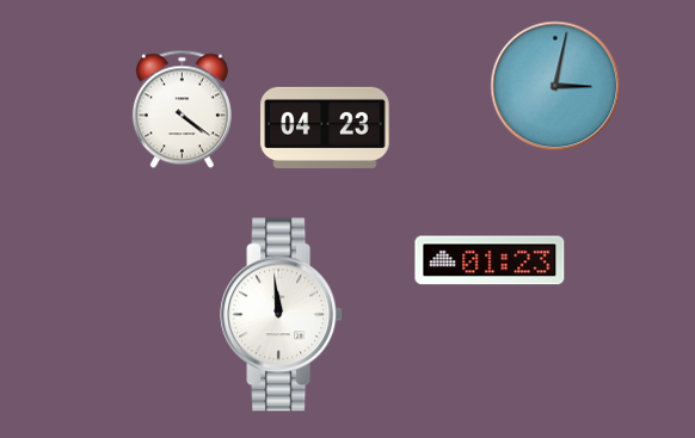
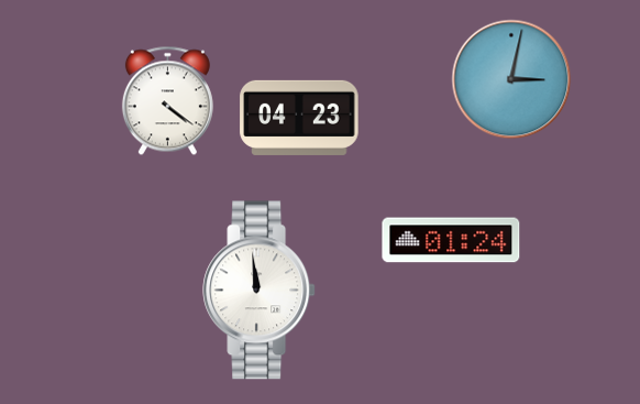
clock at (490, 260): 01:23 -> 01:24
